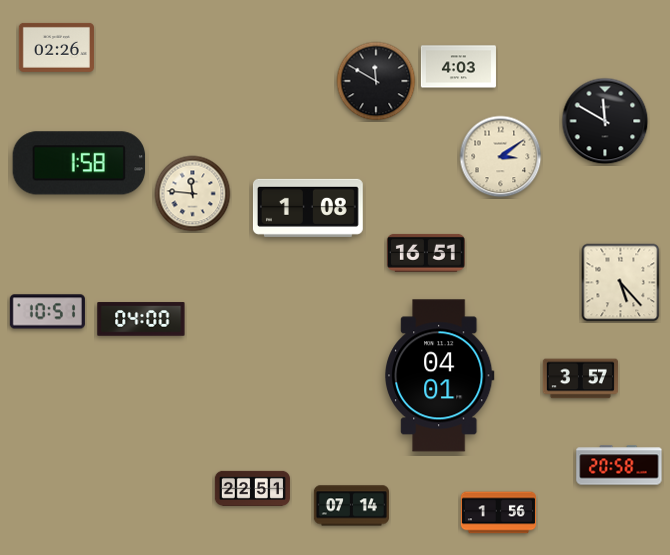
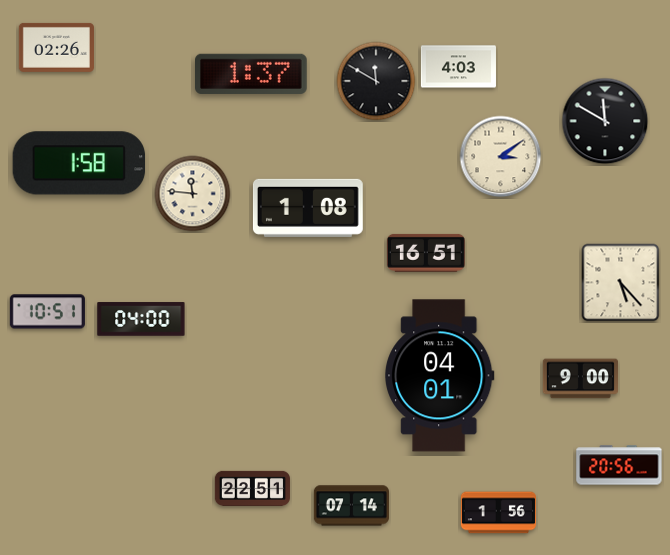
clock at (252, 74): none -> 1:37
clock at (580, 379): 3:57 -> 9:00
clock at (619, 465): 20:58 -> 20:56
